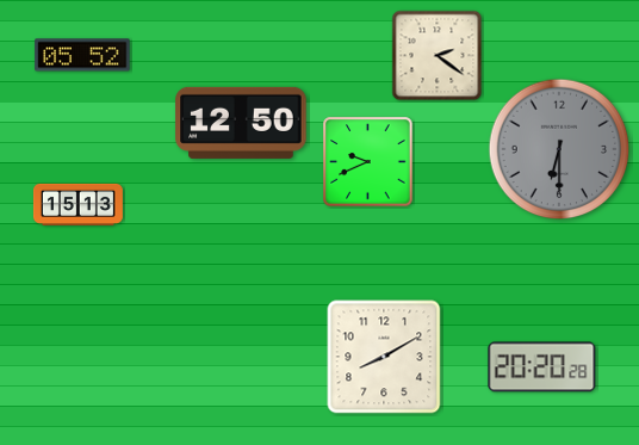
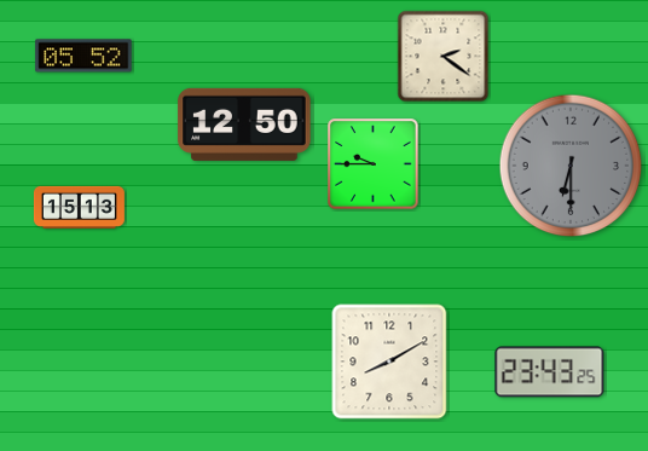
clock at (559, 149) position: (559, 149) -> (571, 166)
clock at (368, 162): 9:41 -> 9:45
clock at (542, 367): 20:20 -> 23:43
